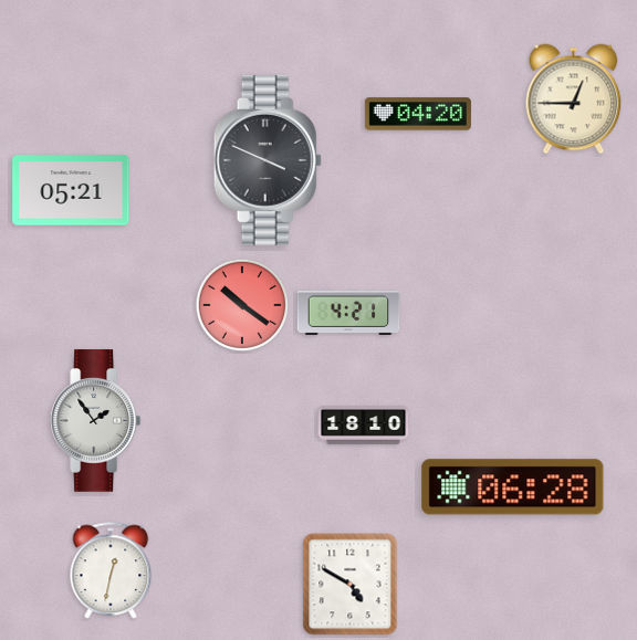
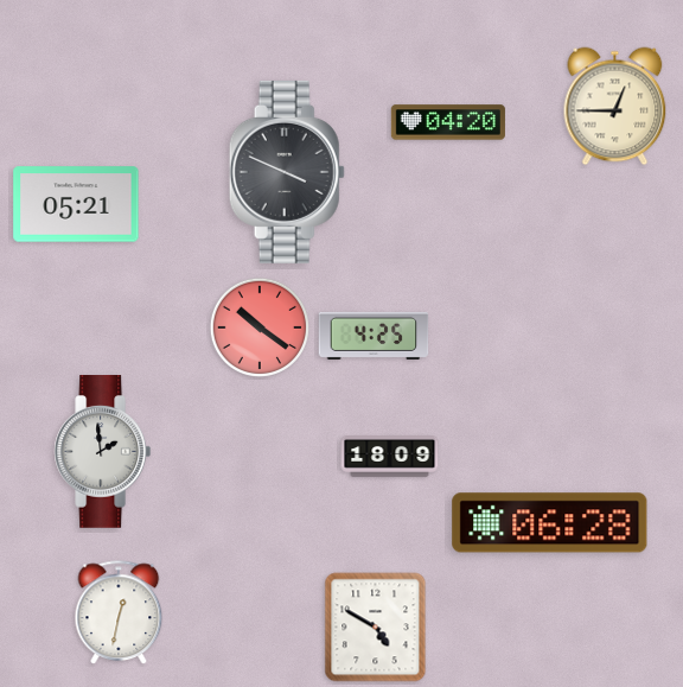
clock at (348, 313): 4:21 -> 4:25
clock at (96, 421): 1:54 -> 1:59
clock at (364, 426): 18:10 -> 18:09
